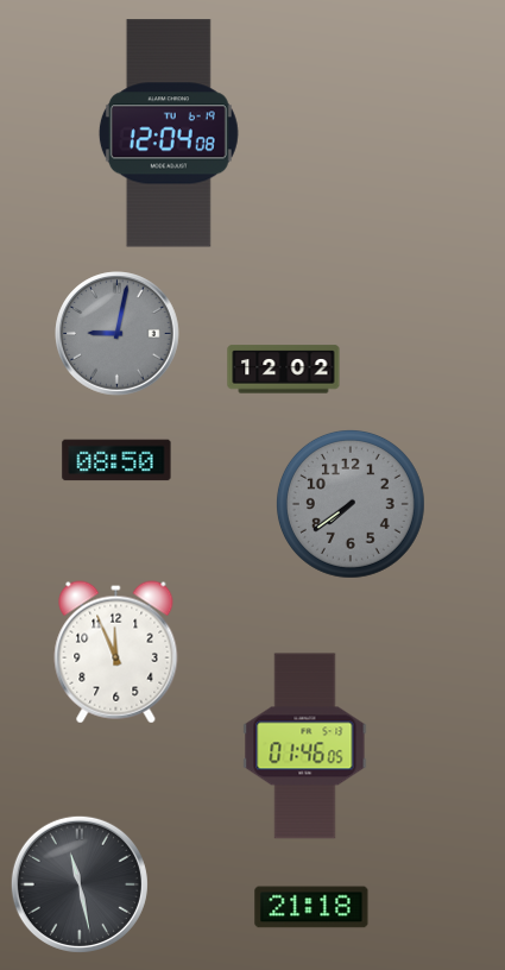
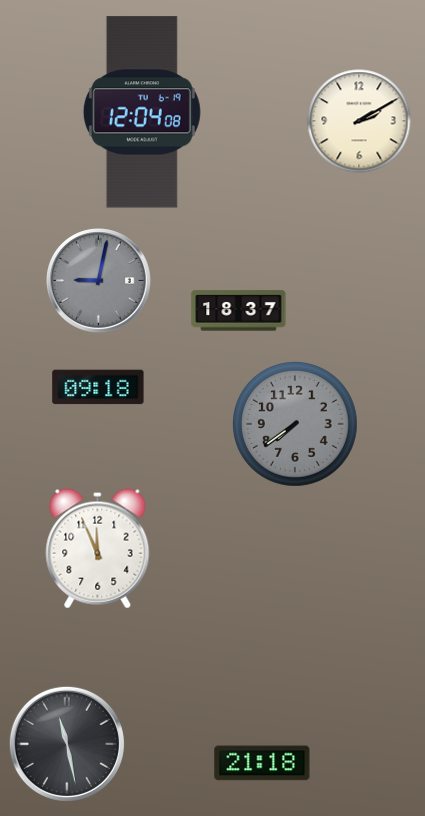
clock at (359, 121): none -> 2:10
clock at (284, 370): 12:02 -> 18:37
clock at (116, 460): 08:50 -> 09:18
clock at (305, 747): 01:46 -> none
